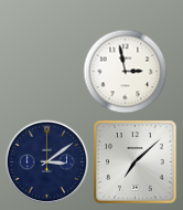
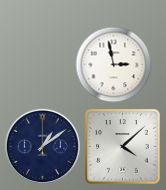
clock at (47, 162): 3:09 -> 1:09
clock at (136, 162): 7:08 -> 4:08
